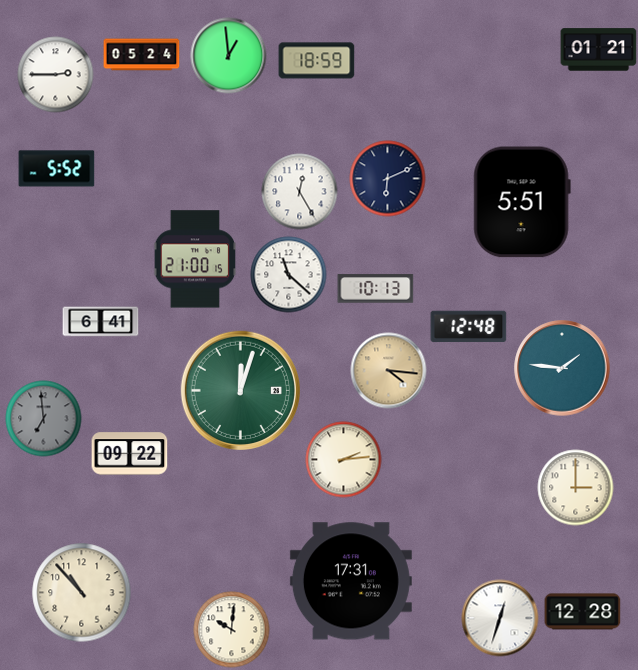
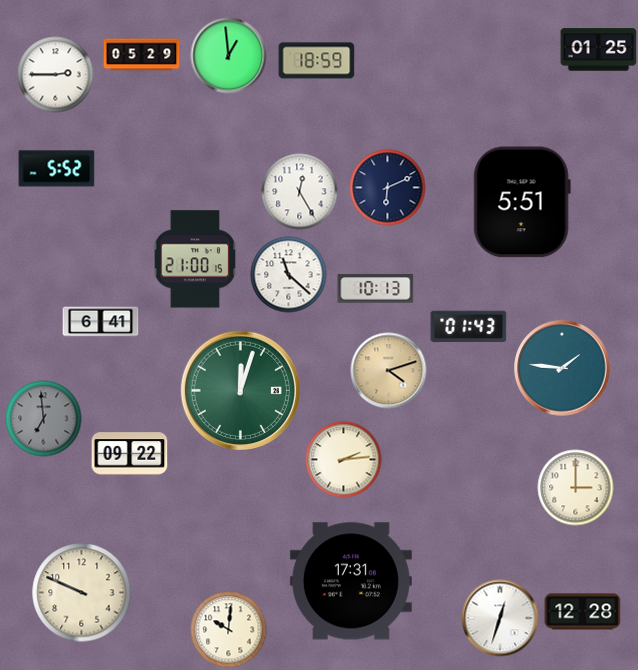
clock at (599, 50): 01:21 -> 01:25
clock at (142, 55): 05:24 -> 05:29
clock at (388, 179) position: (388, 179) -> (388, 188)
clock at (469, 327): 12:48 -> 01:43
clock at (389, 371): 4:16 -> 4:12
clock at (82, 593): 10:53 -> 9:49
clock at (232, 630) position: (232, 630) -> (229, 630)
